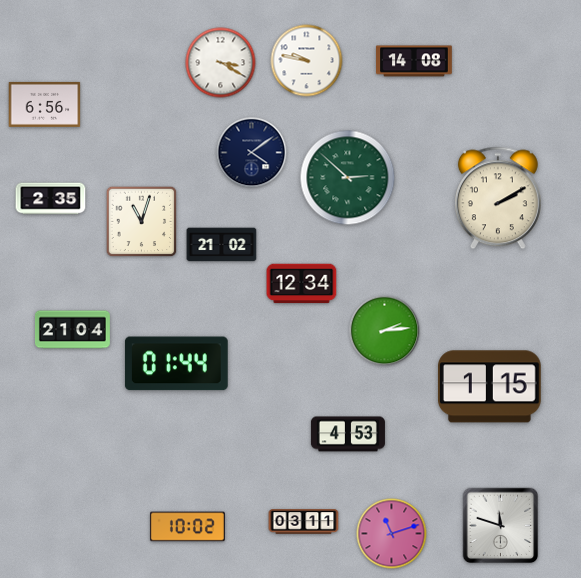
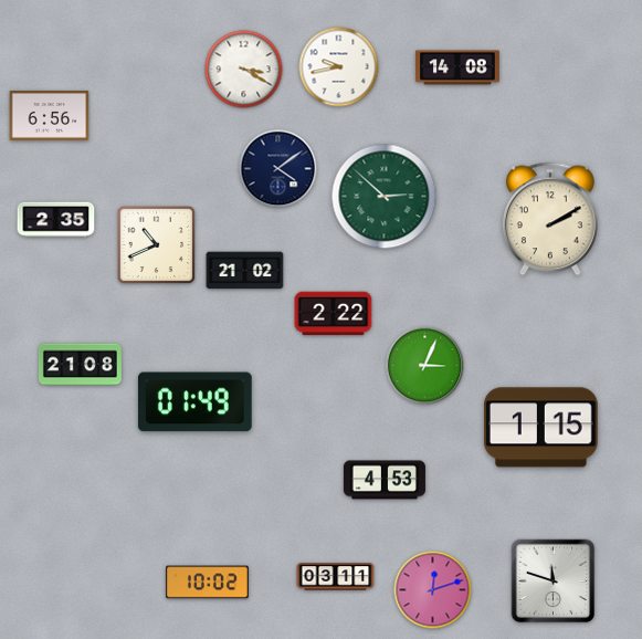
clock at (307, 61): 9:47 -> 9:43
clock at (142, 222): 11:03 -> 10:41
clock at (302, 284): 12:34 -> 2:22
clock at (72, 330): 21:04 -> 21:08
clock at (385, 331): 2:14 -> 3:04
clock at (176, 364): 01:44 -> 01:49
clock at (392, 534): 11:12 -> 12:12
